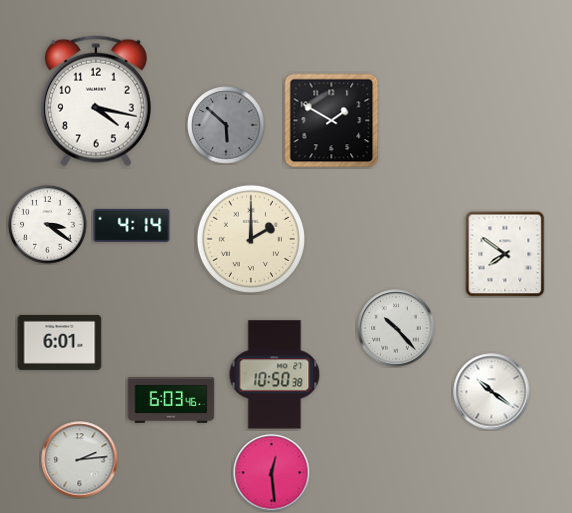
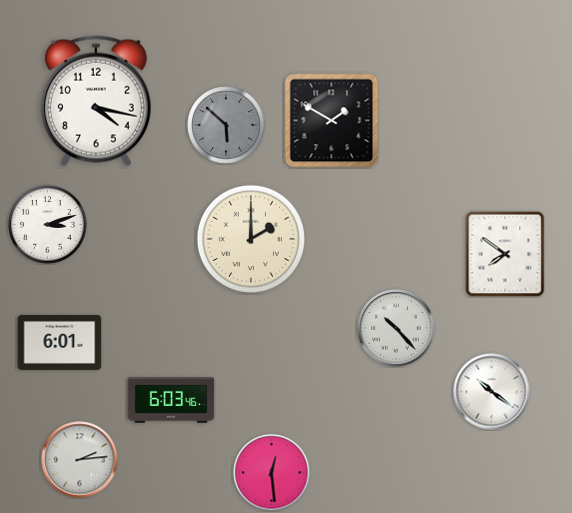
clock at (48, 225): 3:21 -> 3:12
clock at (132, 225): 4:14 -> none
clock at (275, 375): 10:50 -> none
